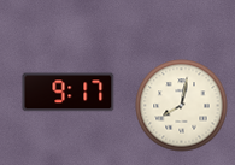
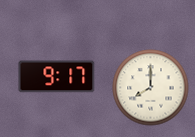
clock at (182, 106): 8:02 -> 8:00
